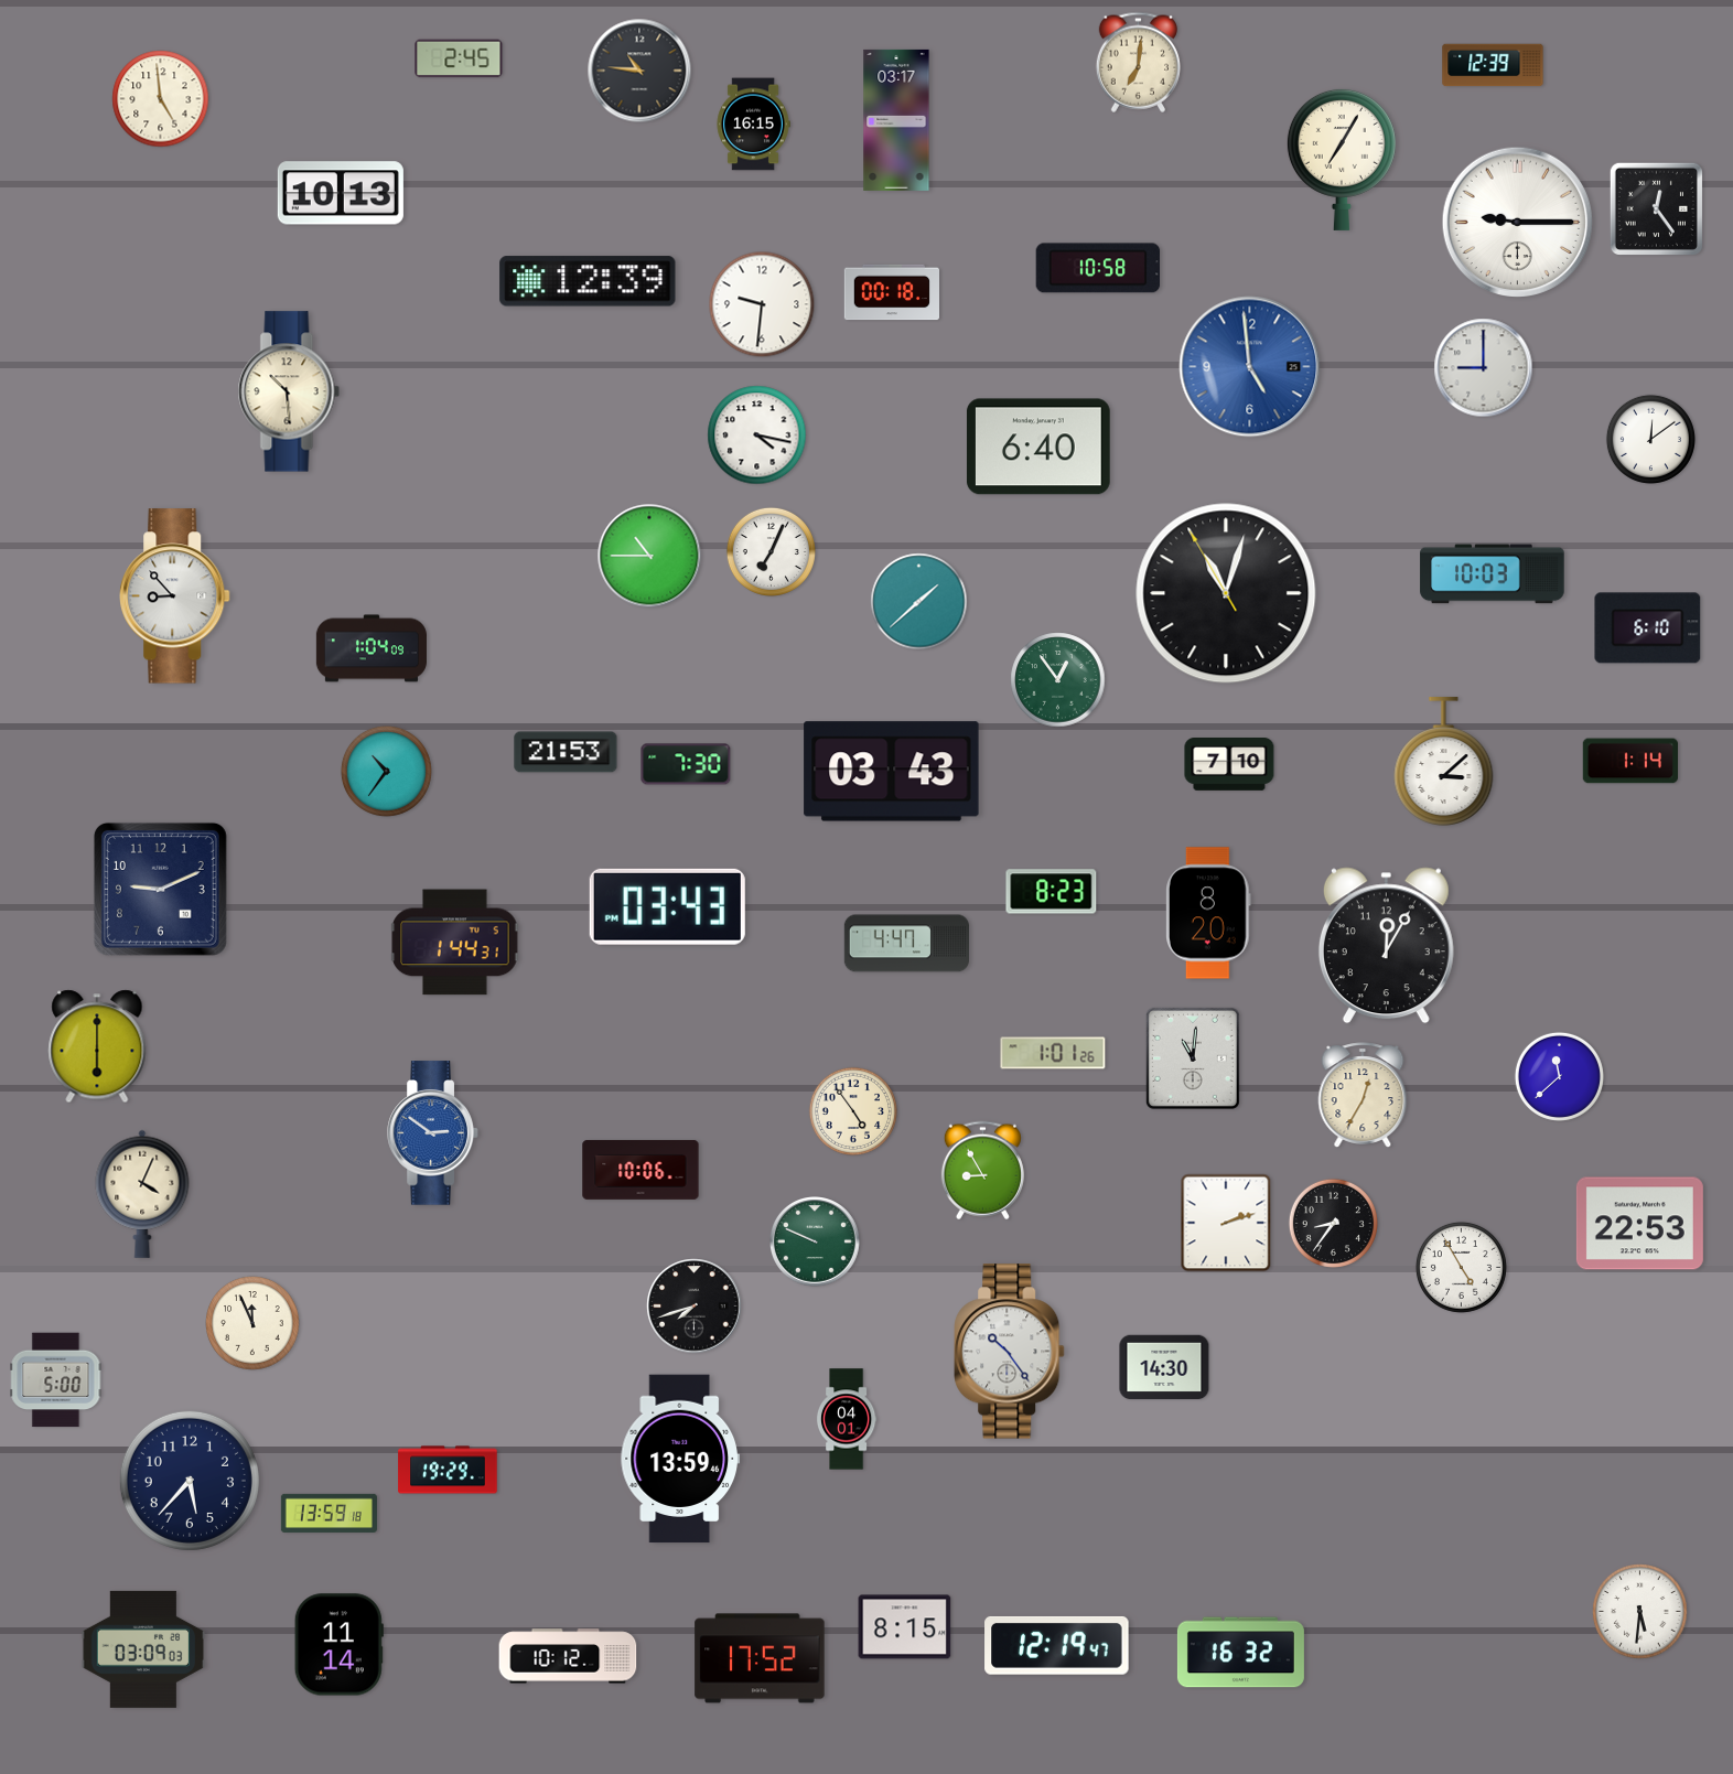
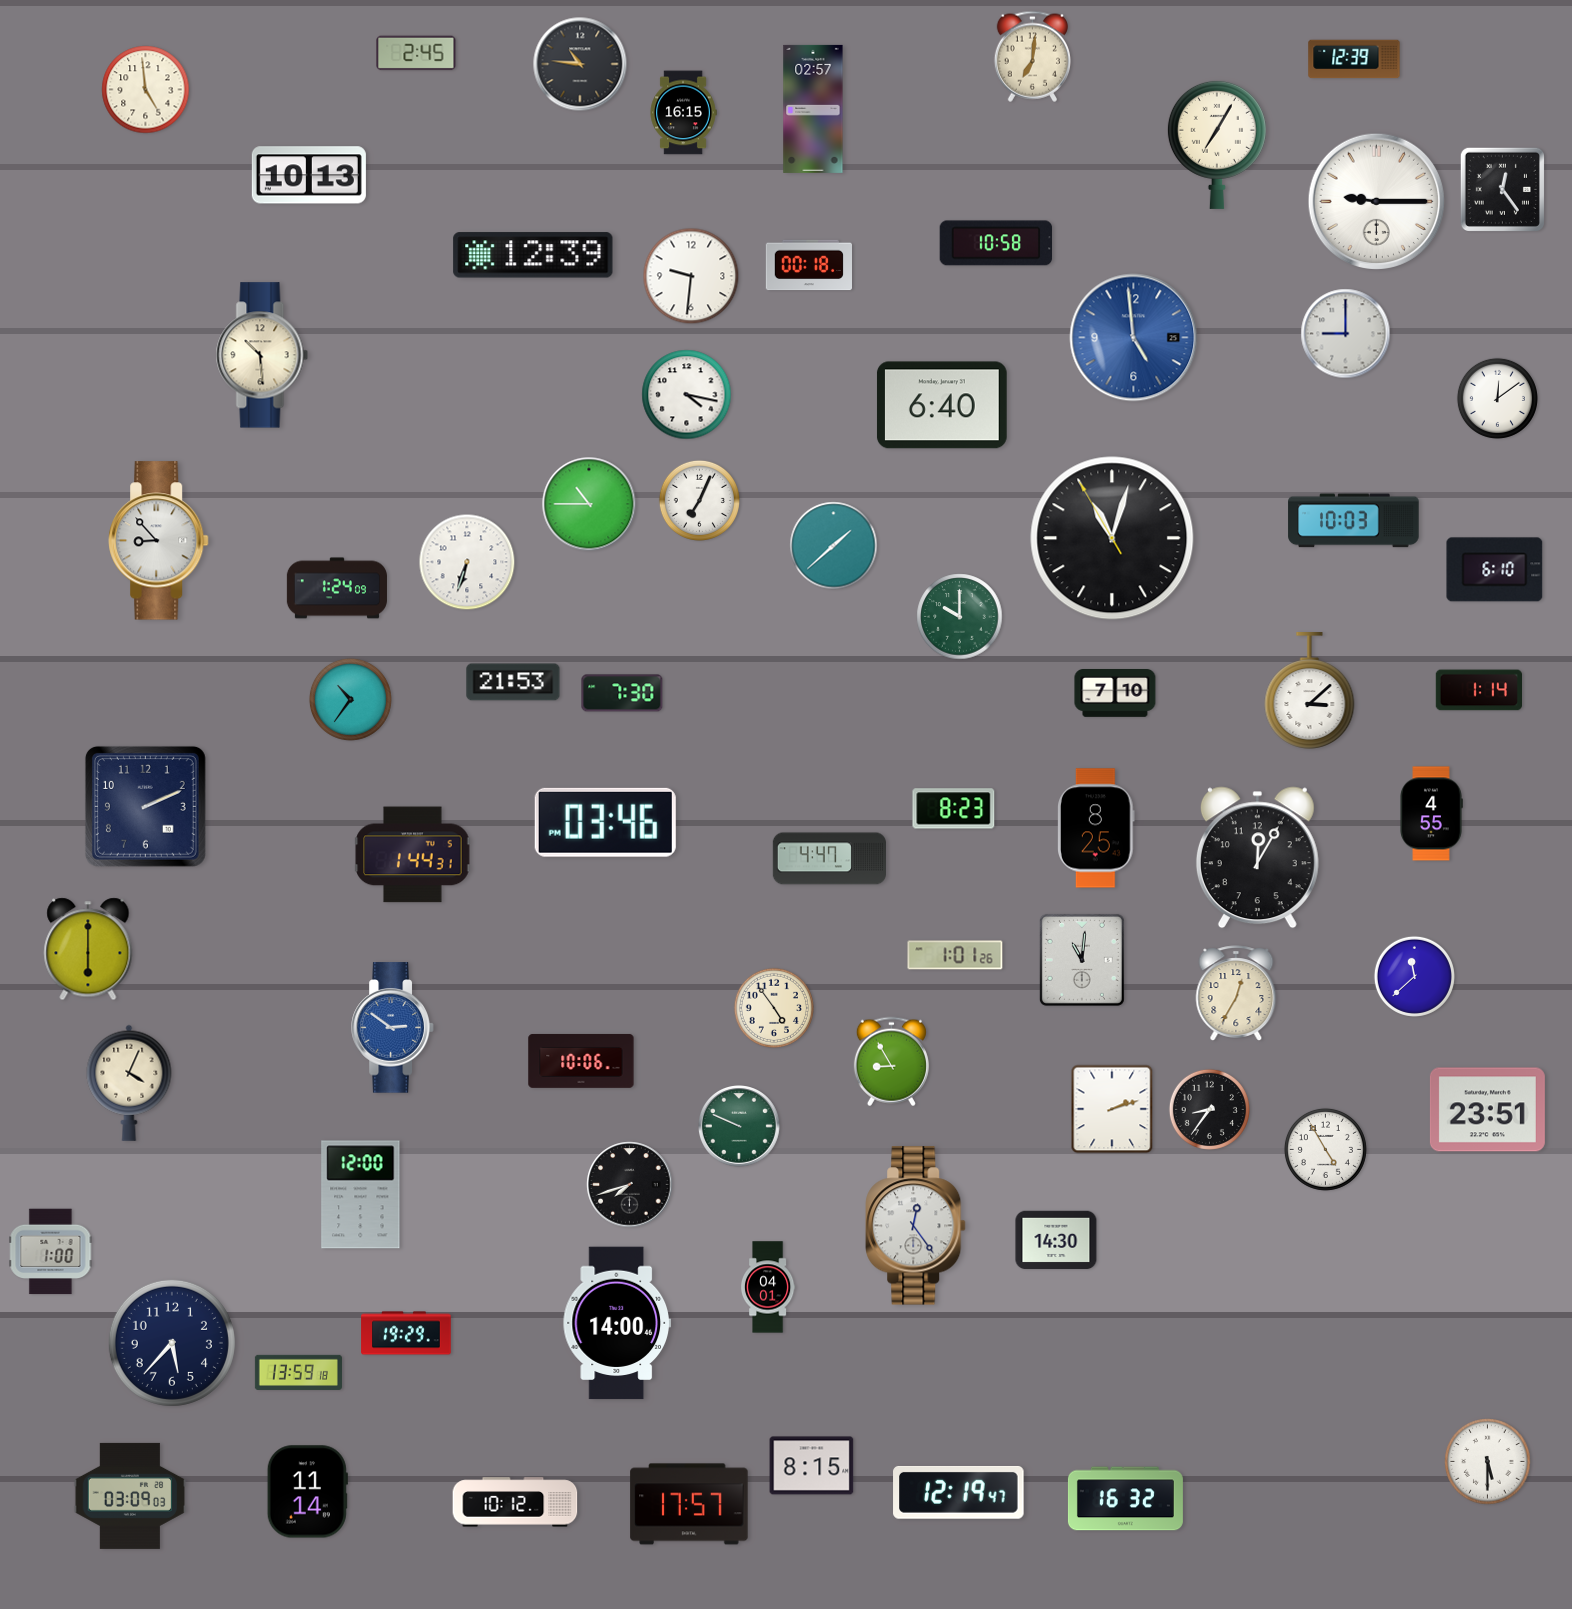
clock at (896, 120): 03:17 -> 02:57
clock at (1250, 367) position: (1250, 367) -> (1134, 338)
clock at (467, 562): none -> 6:33
clock at (372, 648): 1:04 -> 1:24
clock at (1058, 680): 12:54 -> 10:00
clock at (892, 772): 03:43 -> none
clock at (160, 889): 9:11 -> 2:11
clock at (1431, 814): none -> 4:55
clock at (667, 906): 03:43 -> 03:46
clock at (1209, 913): 8:20 -> 8:25
clock at (906, 944) position: (906, 944) -> (829, 859)
clock at (1639, 1224): 22:53 -> 23:51
clock at (361, 1195): none -> 12:00
clock at (252, 1323): 11:56 -> none
clock at (1010, 1352): 10:24 -> 12:24
clock at (56, 1380): 5:00 -> 1:00
clock at (679, 1459): 13:59 -> 14:00
clock at (1640, 1612): 5:31 -> 5:30
clock at (905, 1627) position: (905, 1627) -> (812, 1466)
clock at (760, 1658): 17:52 -> 17:57
